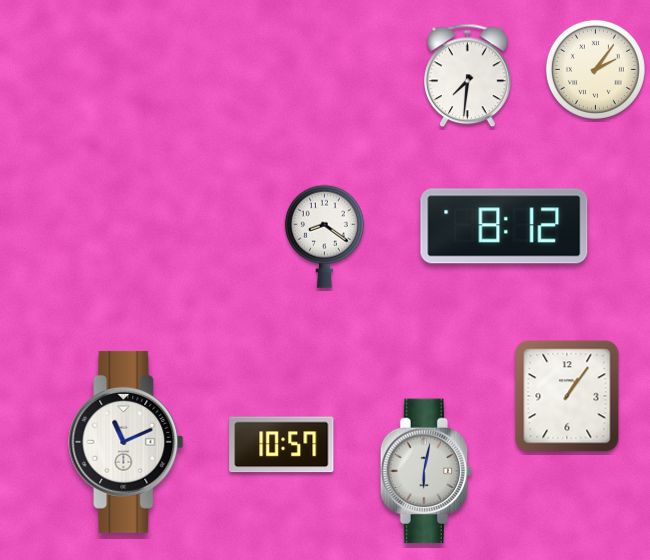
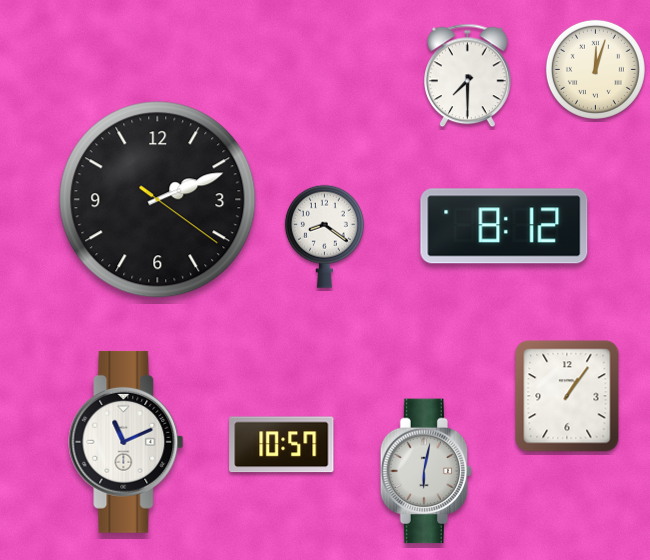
clock at (595, 69): 2:06 -> 12:03
clock at (468, 76): 7:31 -> 7:30
clock at (158, 200): none -> 2:11
